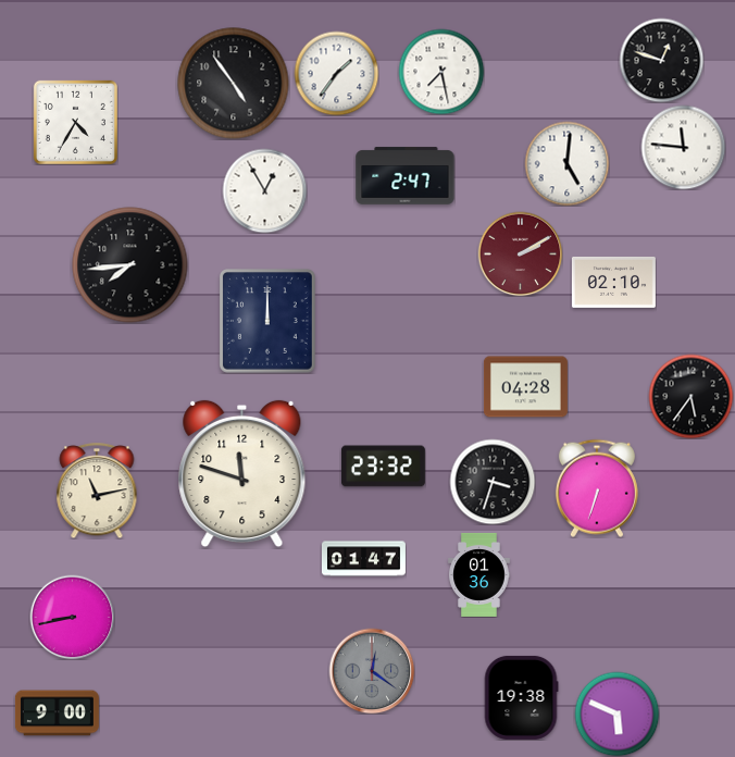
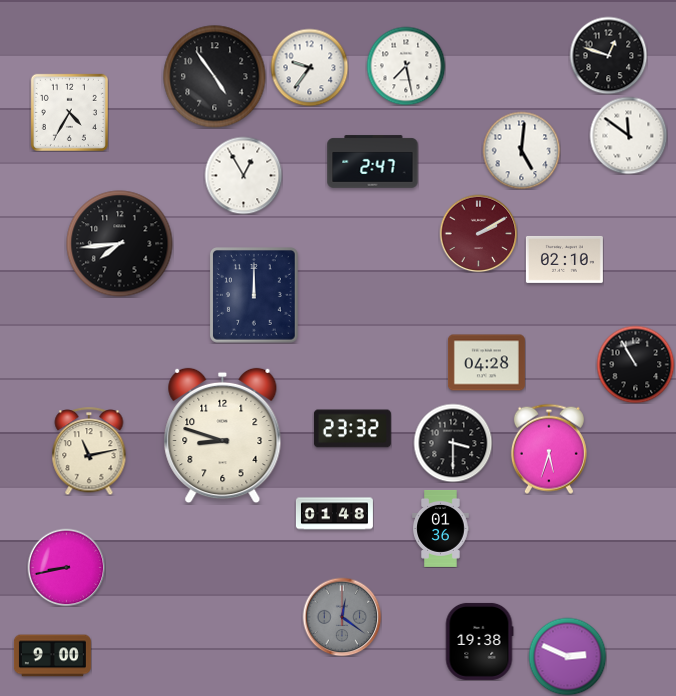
clock at (336, 73): 1:36 -> 9:36
clock at (683, 147): 11:46 -> 11:51
clock at (269, 322) position: (269, 322) -> (255, 296)
clock at (525, 387) position: (525, 387) -> (486, 363)
clock at (690, 396): 5:36 -> 10:55
clock at (242, 474): 11:48 -> 8:48
clock at (493, 482): 3:33 -> 3:30
clock at (597, 488): 6:33 -> 5:33
clock at (363, 559): 01:47 -> 01:48
clock at (616, 713): 5:49 -> 2:49
